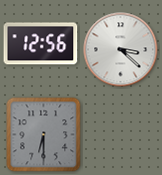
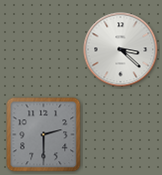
clock at (41, 44): 12:56 -> none
clock at (44, 135): 6:30 -> 2:30
